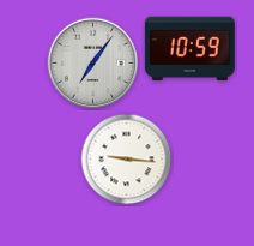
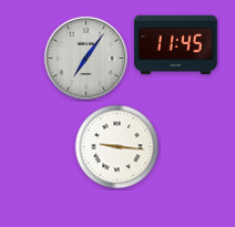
clock at (189, 48): 10:59 -> 11:45
